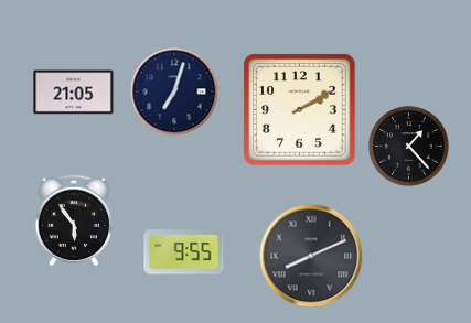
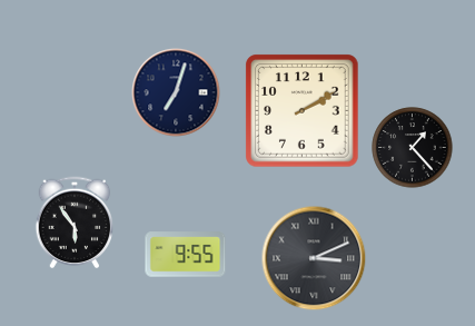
clock at (74, 93): 21:05 -> none
clock at (311, 256): 8:11 -> 3:11
